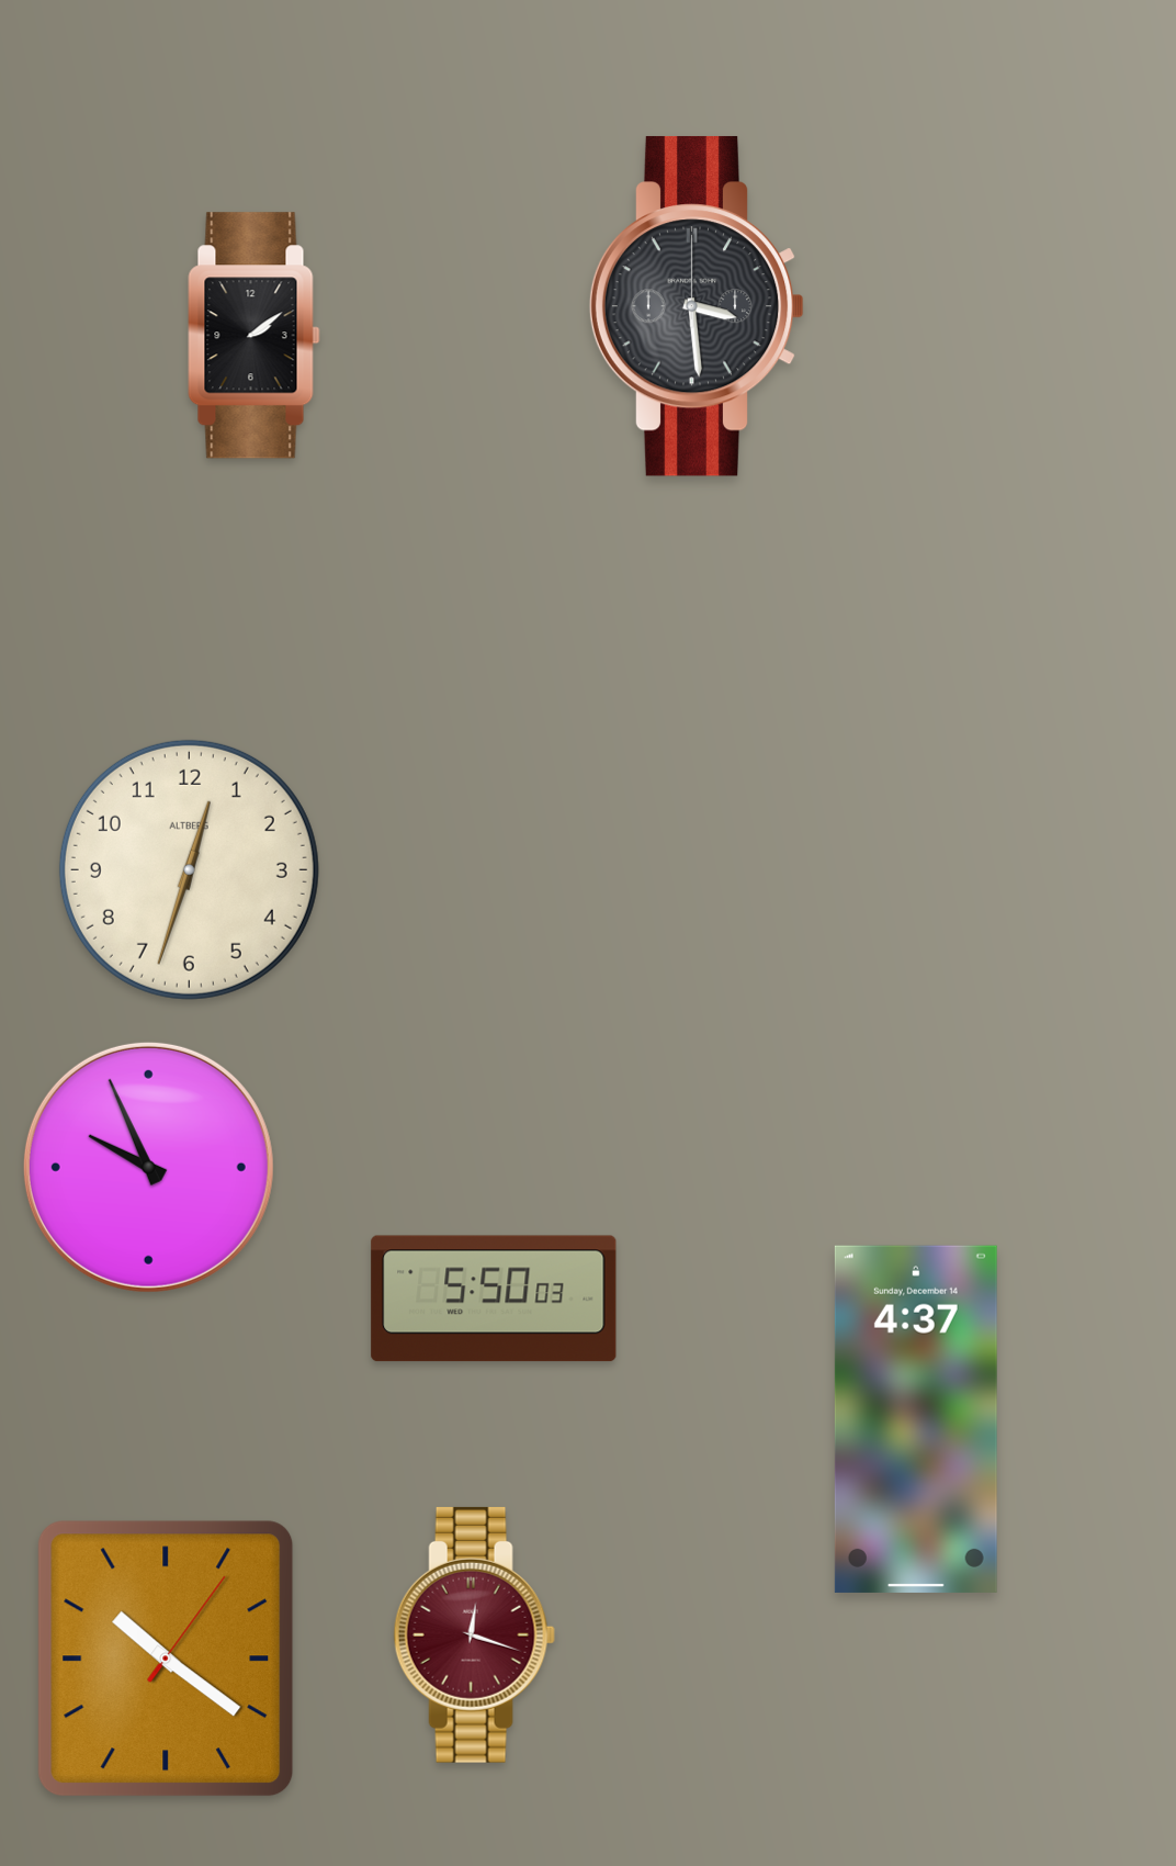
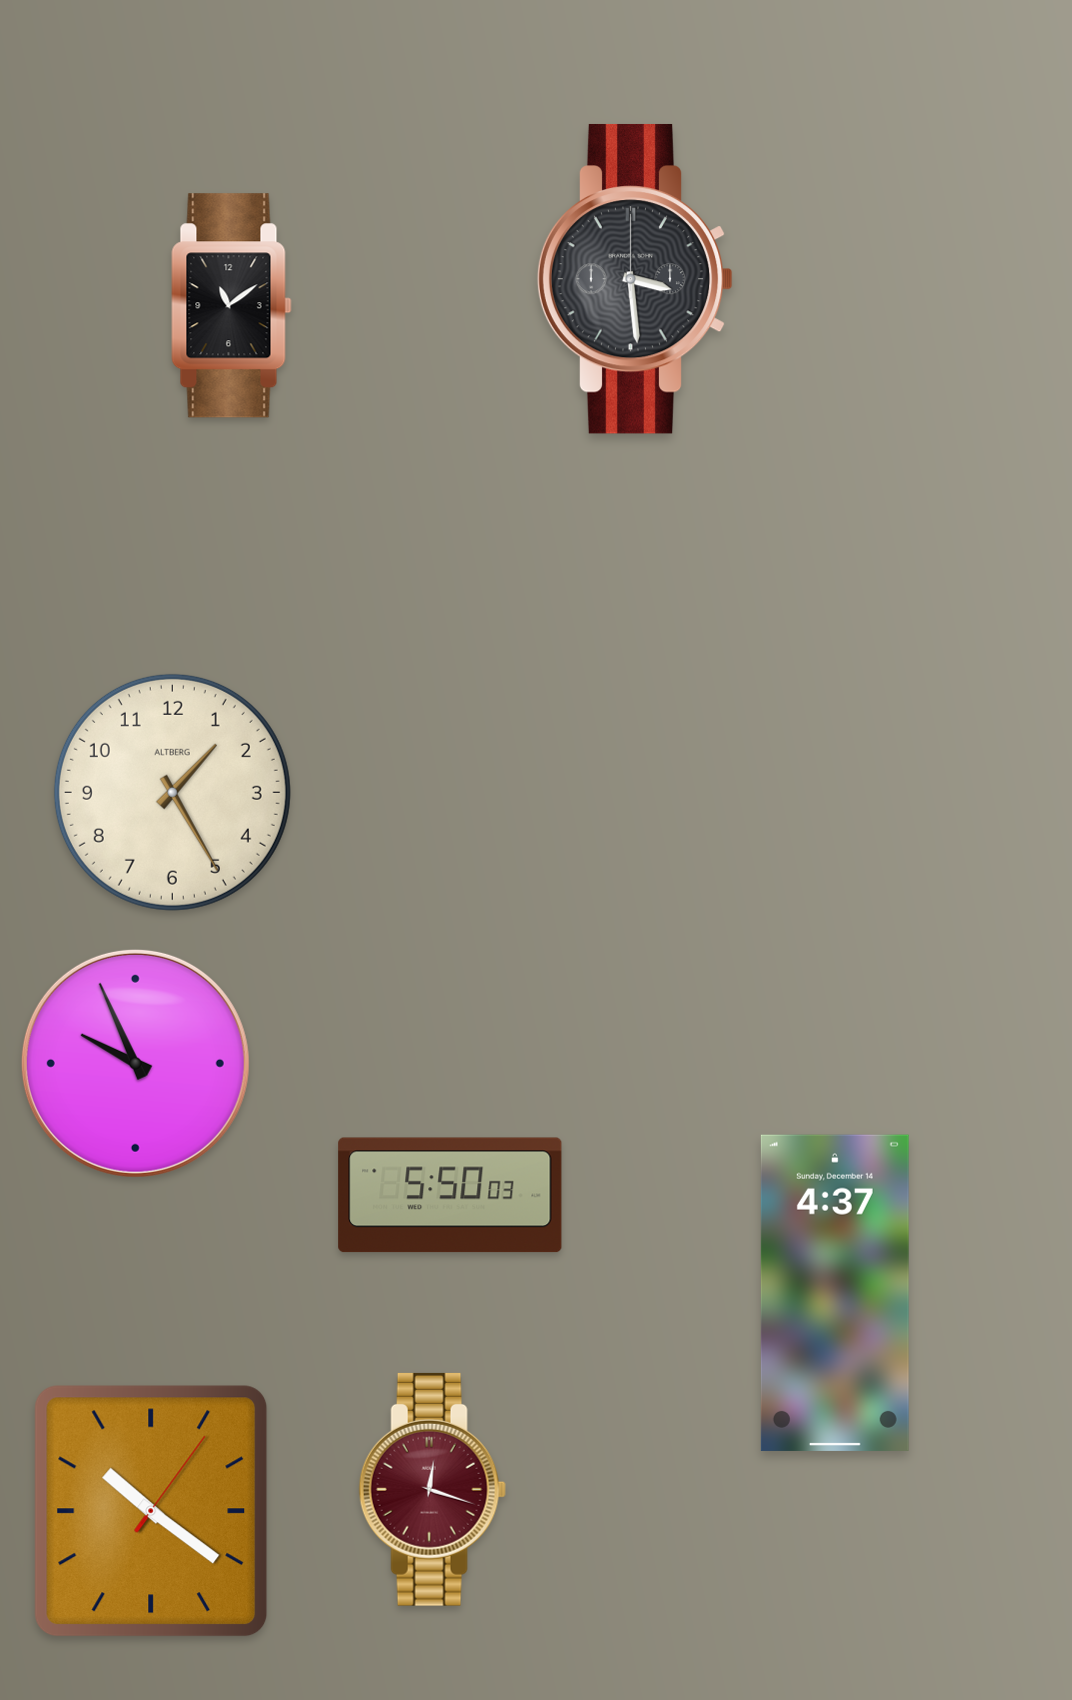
clock at (255, 336): 2:09 -> 11:09
clock at (189, 869): 12:33 -> 1:25
clock at (494, 1299) position: (494, 1299) -> (450, 1195)
